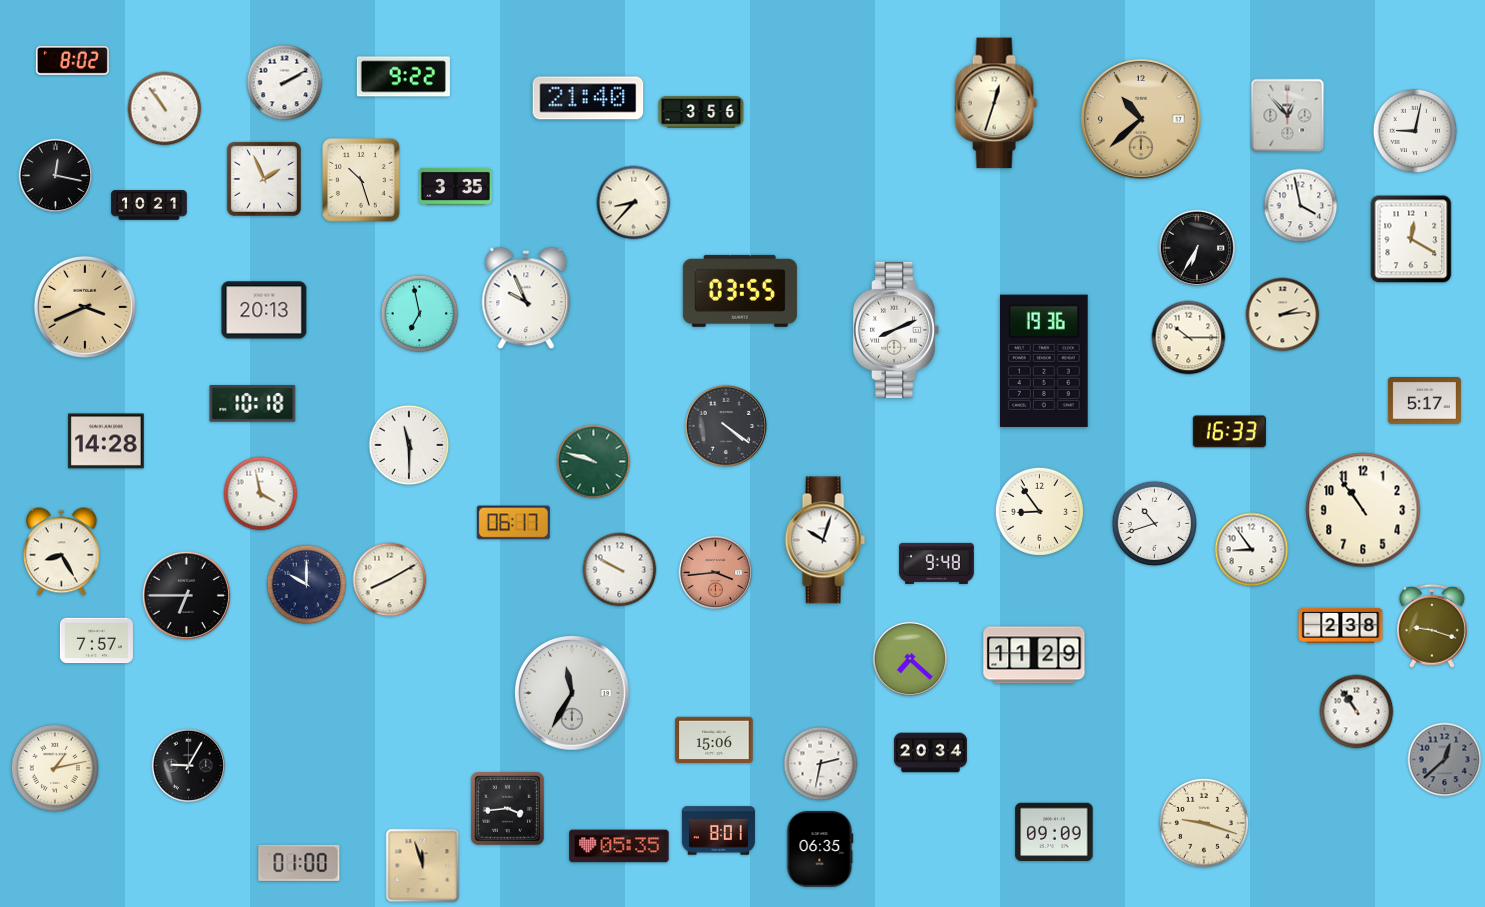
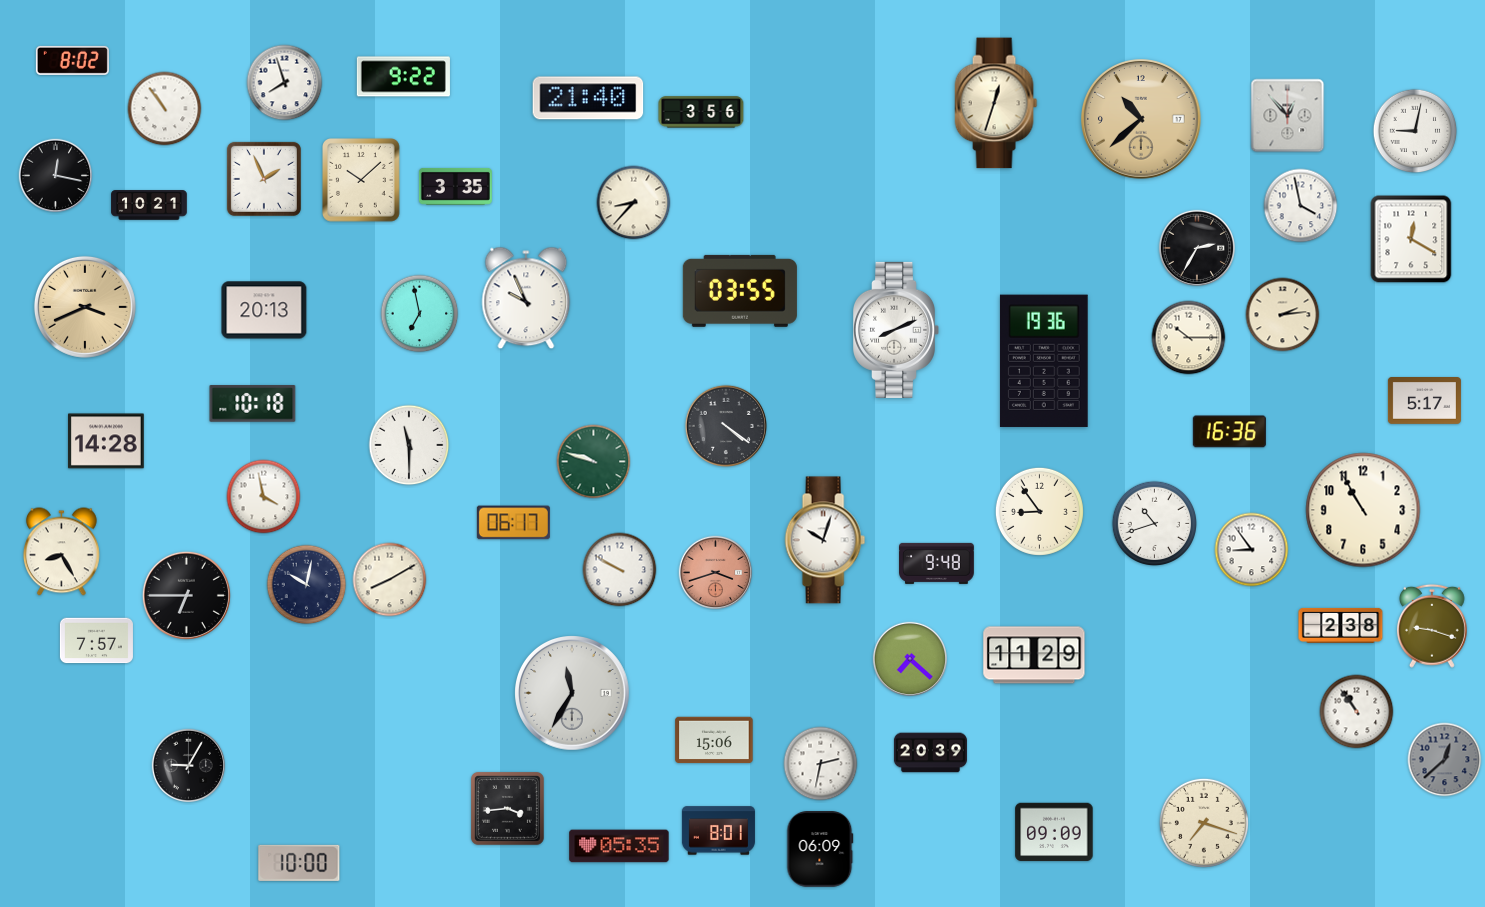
clock at (285, 83): 2:10 -> 7:57
clock at (362, 181): 10:27 -> 10:08
clock at (1196, 247): 6:35 -> 2:35
clock at (1229, 432): 16:33 -> 16:36
clock at (261, 494) position: (261, 494) -> (264, 497)
clock at (1363, 510): 10:54 -> 10:55
clock at (716, 573): 3:44 -> 3:42
clock at (307, 585): 10:00 -> 10:02
clock at (930, 753): 20:34 -> 20:39
clock at (55, 768): 1:13 -> none
clock at (1204, 823): 9:18 -> 7:18
clock at (820, 849): 06:35 -> 06:09
clock at (299, 863): 01:00 -> 10:00
clock at (423, 866): 11:57 -> none
